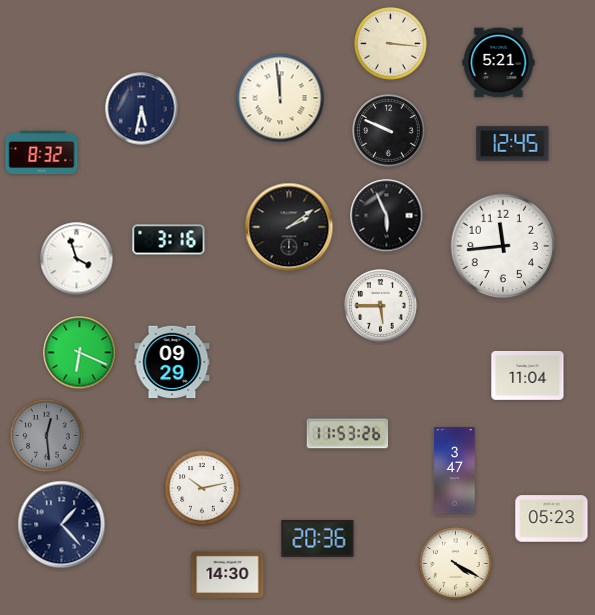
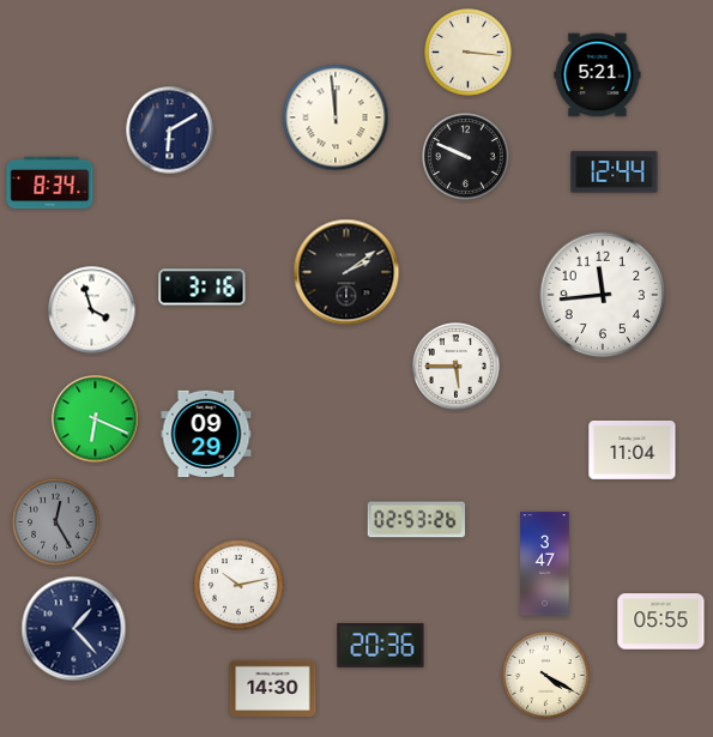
clock at (142, 109): 5:32 -> 6:10
clock at (513, 144): 12:45 -> 12:44
clock at (42, 153): 8:32 -> 8:34
clock at (387, 216): 5:56 -> none
clock at (80, 353) position: (80, 353) -> (96, 419)
clock at (348, 434): 11:53 -> 02:53
clock at (47, 436): 12:29 -> 12:25
clock at (202, 488) position: (202, 488) -> (238, 585)
clock at (552, 519): 05:23 -> 05:55
